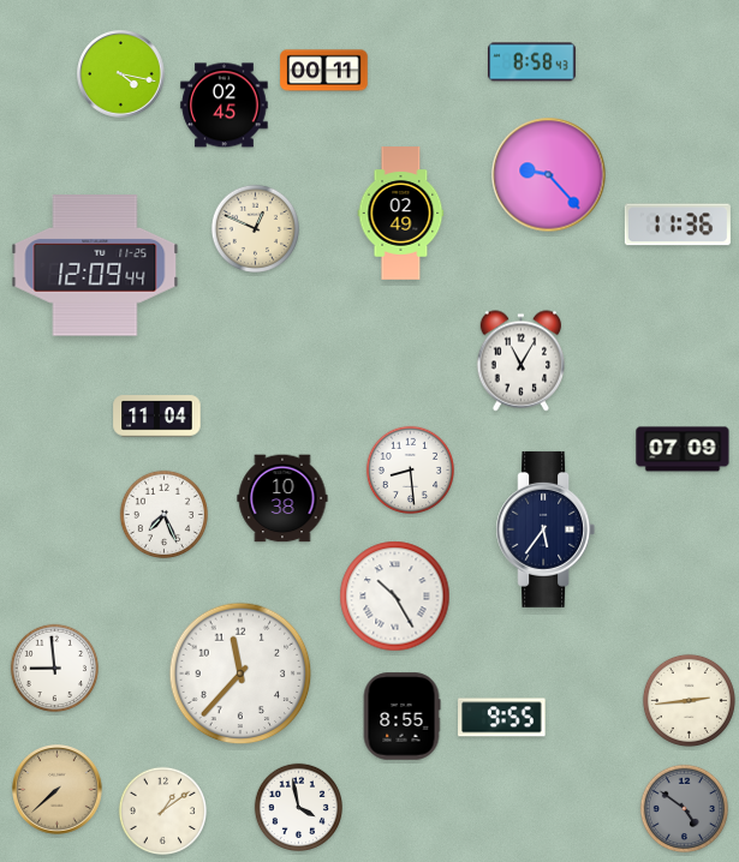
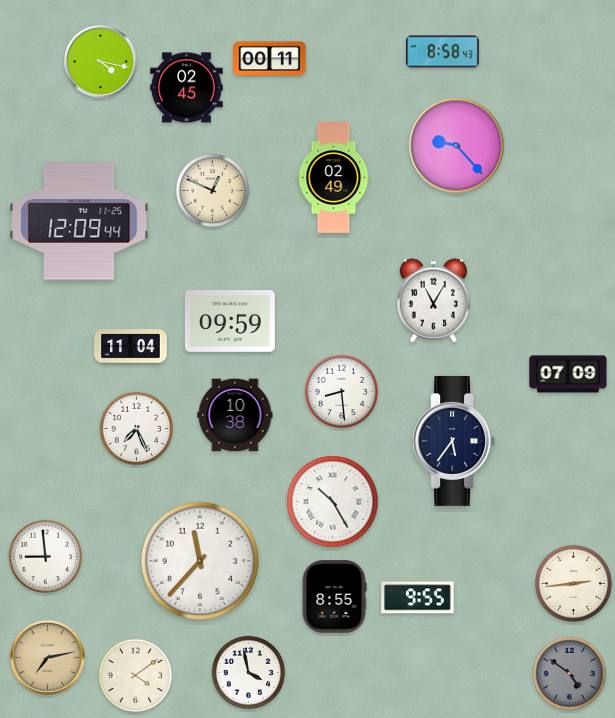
clock at (678, 225): 11:36 -> none
clock at (230, 322): none -> 09:59
clock at (395, 597) position: (395, 597) -> (333, 502)
clock at (58, 790): 7:38 -> 7:13
clock at (162, 810): 1:09 -> 4:09
